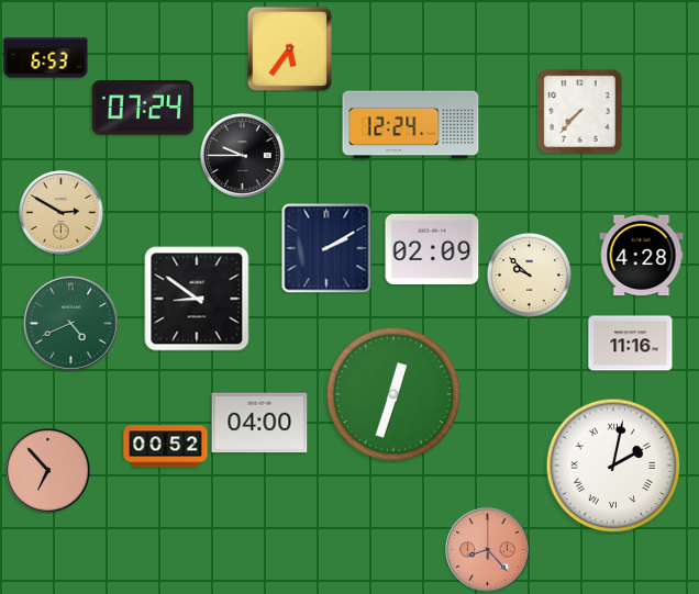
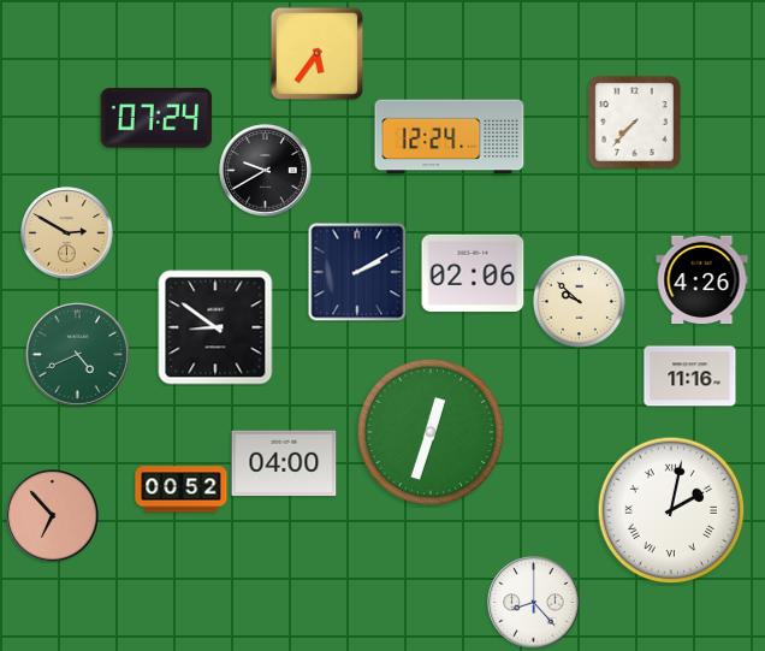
clock at (46, 58): 6:53 -> none
clock at (243, 156): 9:45 -> 9:40
clock at (432, 249): 02:09 -> 02:06
clock at (642, 256): 4:28 -> 4:26
clock at (488, 550) dial: salmon -> white
